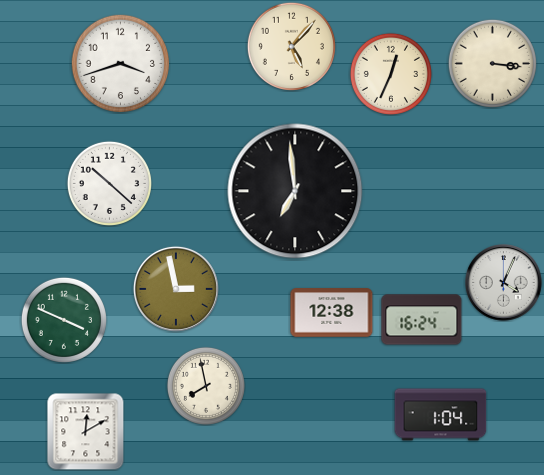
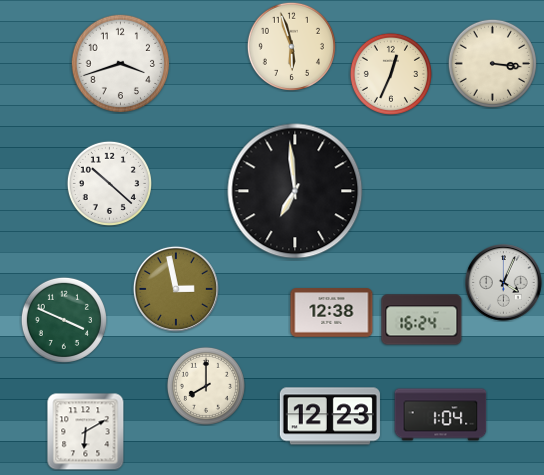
clock at (291, 46): 5:07 -> 5:57
clock at (206, 386): 7:58 -> 8:00
clock at (330, 416): none -> 12:23
clock at (85, 432): 12:10 -> 6:10
